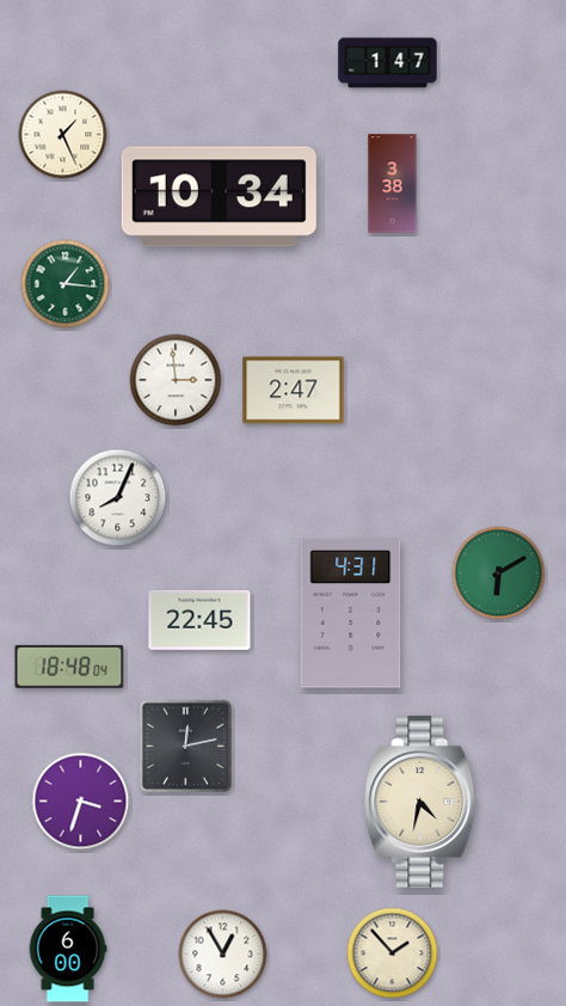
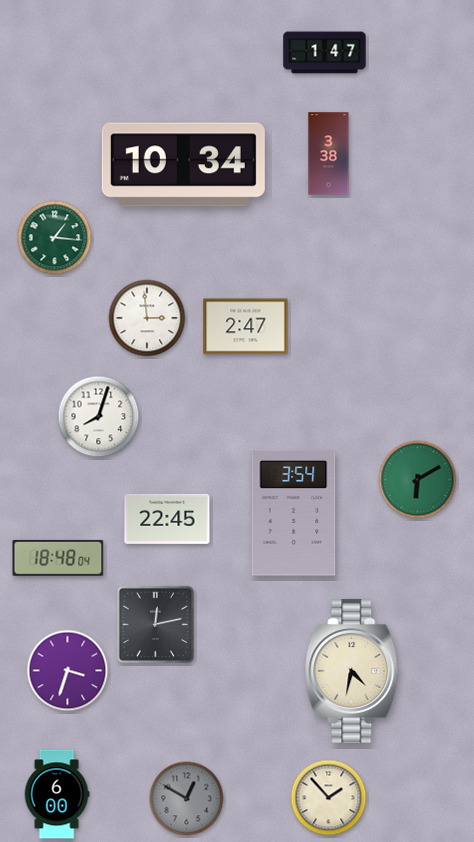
clock at (63, 135): 1:26 -> none
clock at (118, 498): 8:04 -> 8:03
clock at (351, 614): 4:31 -> 3:54
clock at (223, 955): 12:55 -> 12:50
clock at (223, 955) dial: white -> grey
